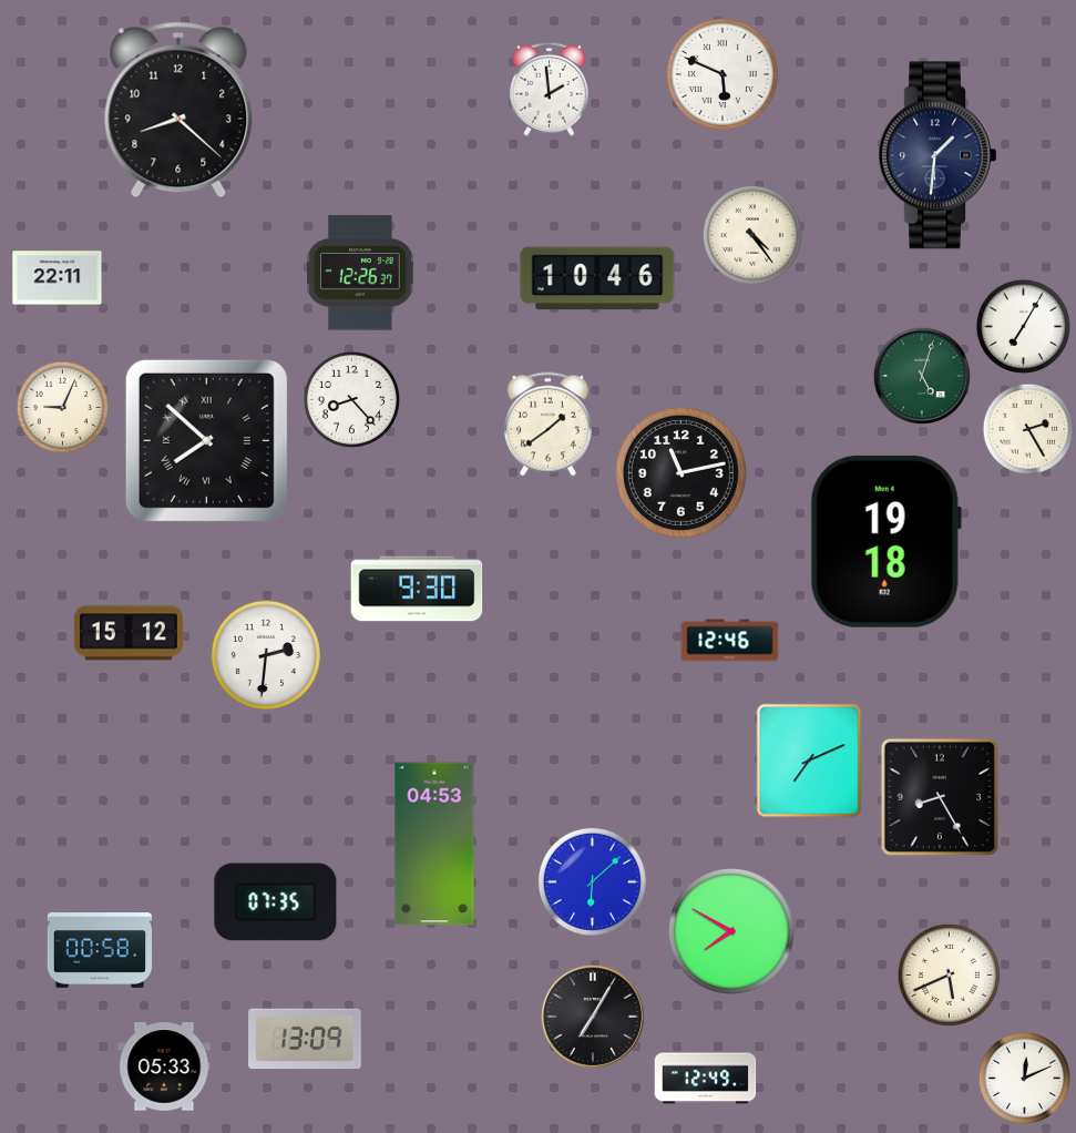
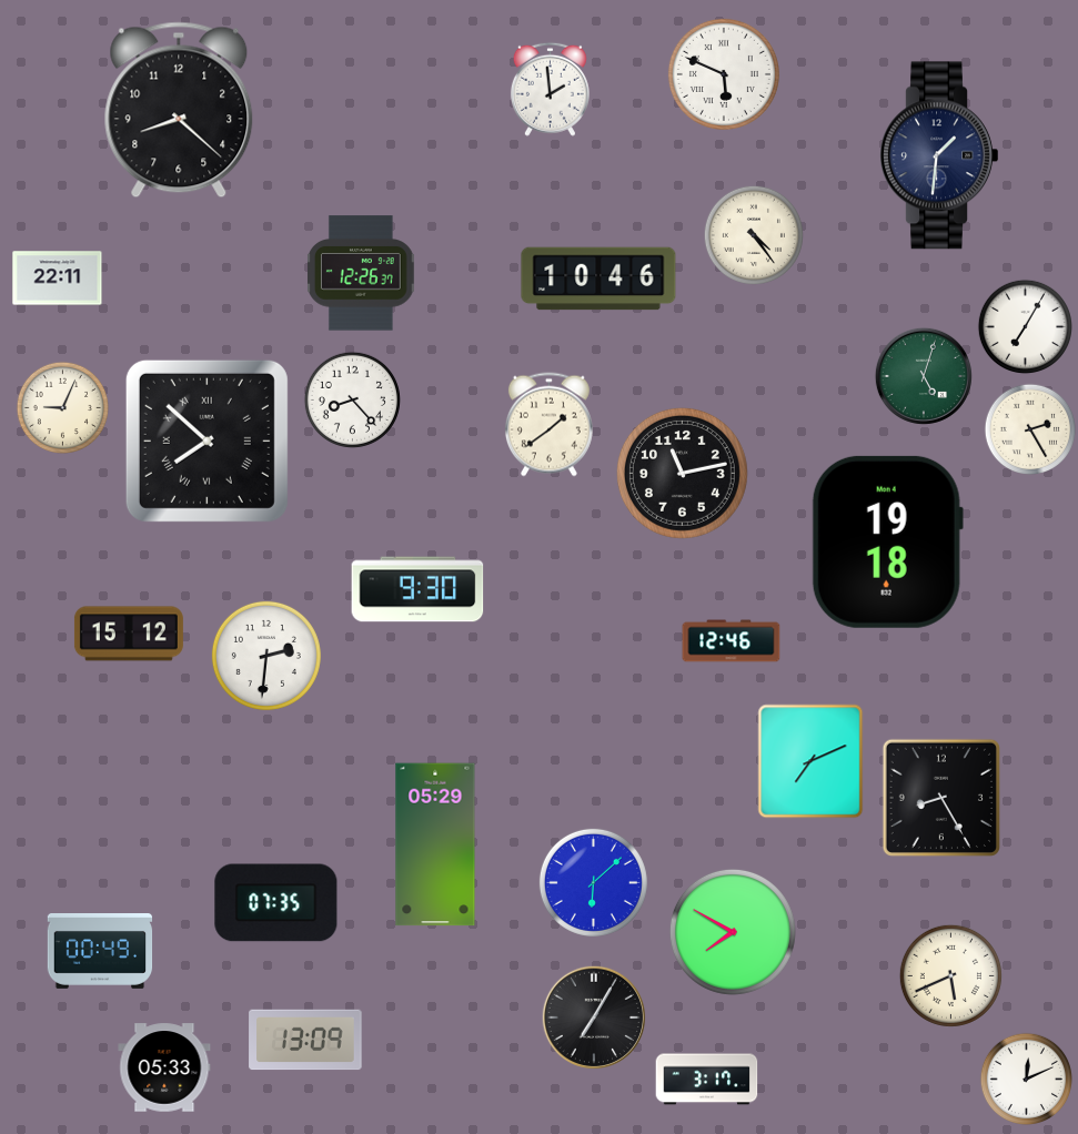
clock at (434, 844): 04:53 -> 05:29
clock at (100, 951): 00:58 -> 00:49
clock at (706, 1079): 12:49 -> 3:17
